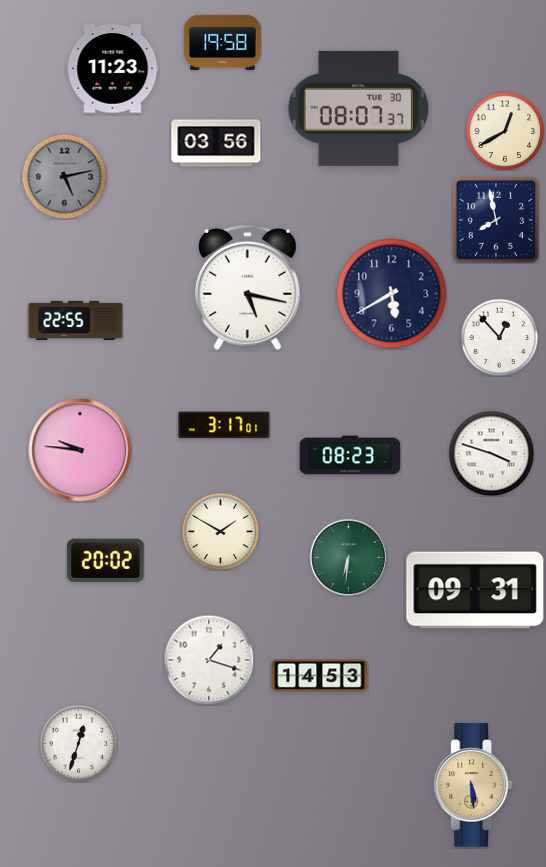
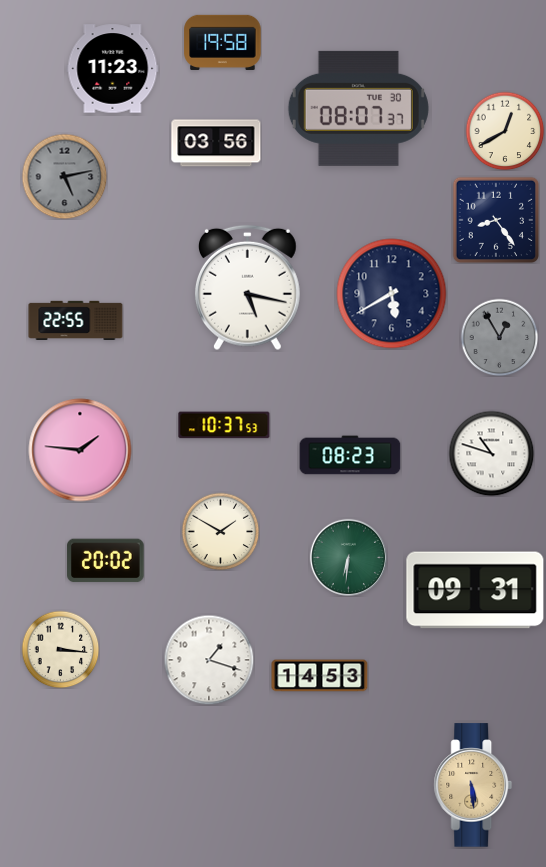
clock at (495, 219): 7:58 -> 8:24
clock at (499, 337): 12:53 -> 12:55
clock at (499, 337) dial: white -> grey
clock at (224, 425): 3:17 -> 10:37
clock at (80, 450): 9:46 -> 1:46
clock at (491, 453): 3:48 -> 10:48
clock at (60, 649): none -> 3:16
clock at (78, 743): 12:33 -> none
